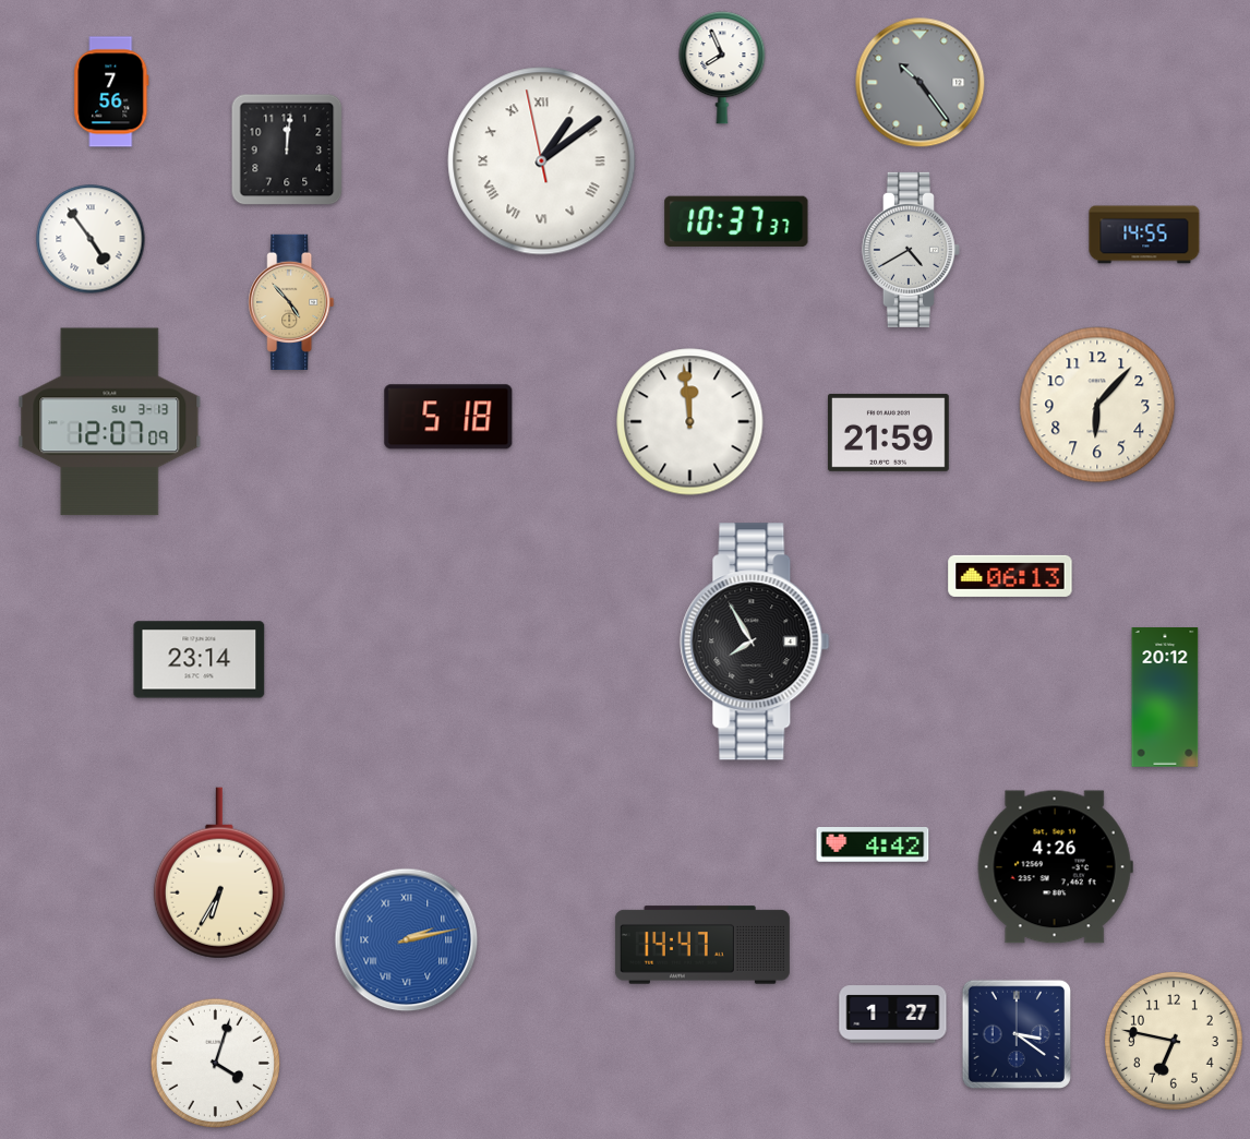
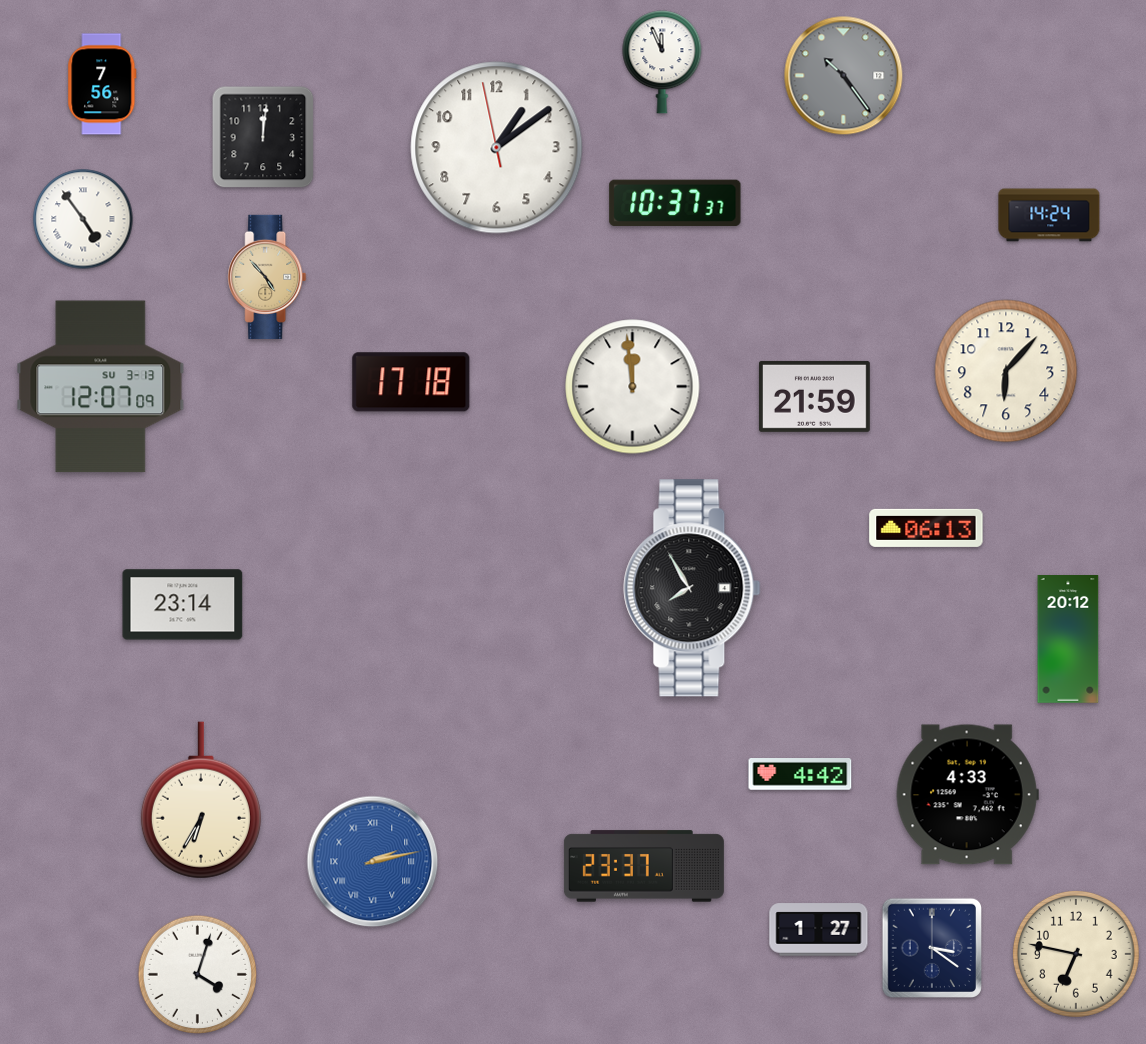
clock at (722, 68): 7:56 -> 11:56
clock at (542, 161) numerals: Roman -> Arabic
clock at (1144, 235): 14:55 -> 14:24
clock at (911, 250): 4:40 -> none
clock at (448, 417): 5:18 -> 17:18
clock at (1055, 867): 4:26 -> 4:33
clock at (702, 945): 14:47 -> 23:37
